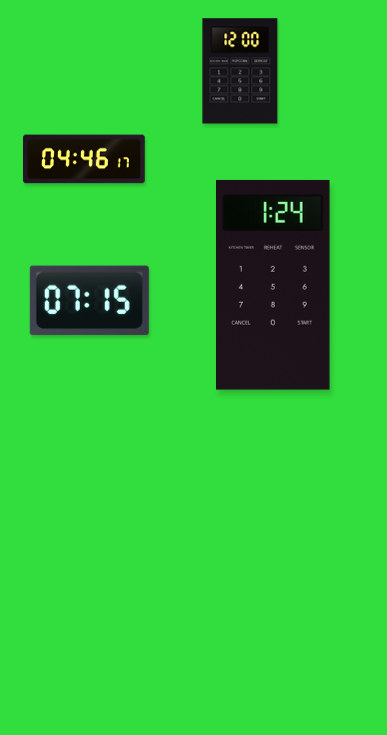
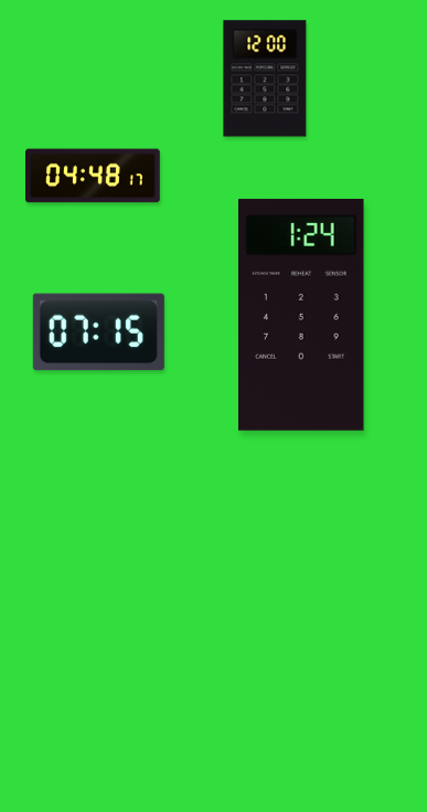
clock at (85, 159): 04:46 -> 04:48
